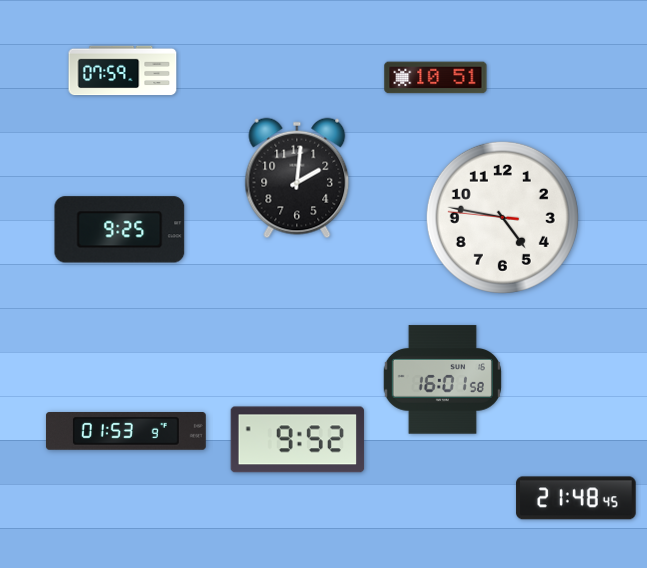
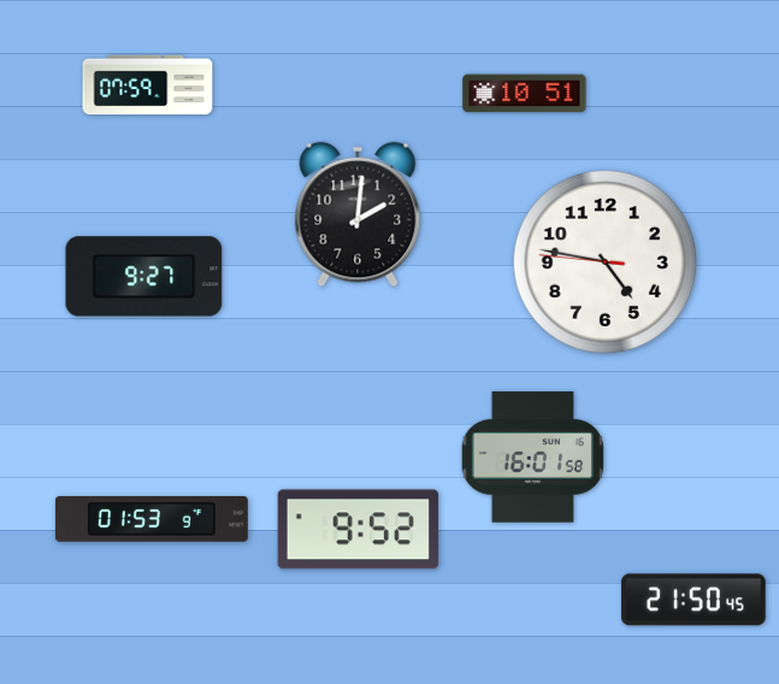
clock at (120, 230): 9:25 -> 9:27
clock at (576, 498): 21:48 -> 21:50
